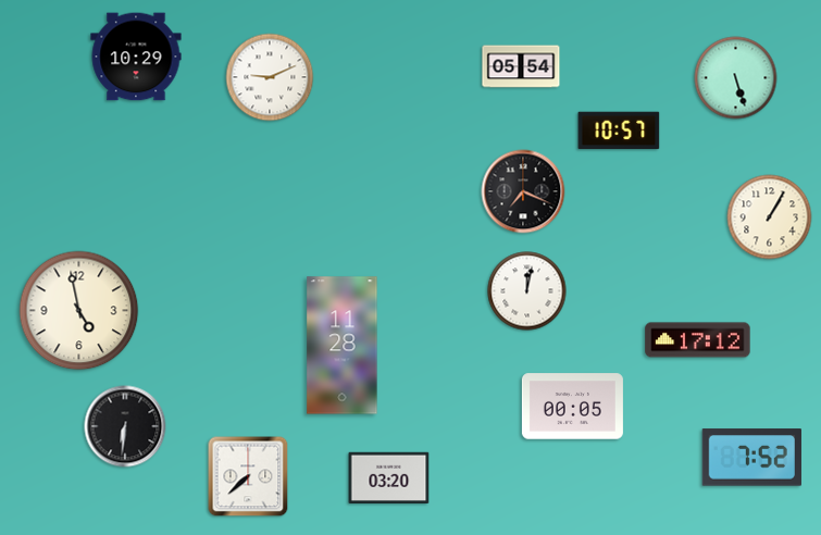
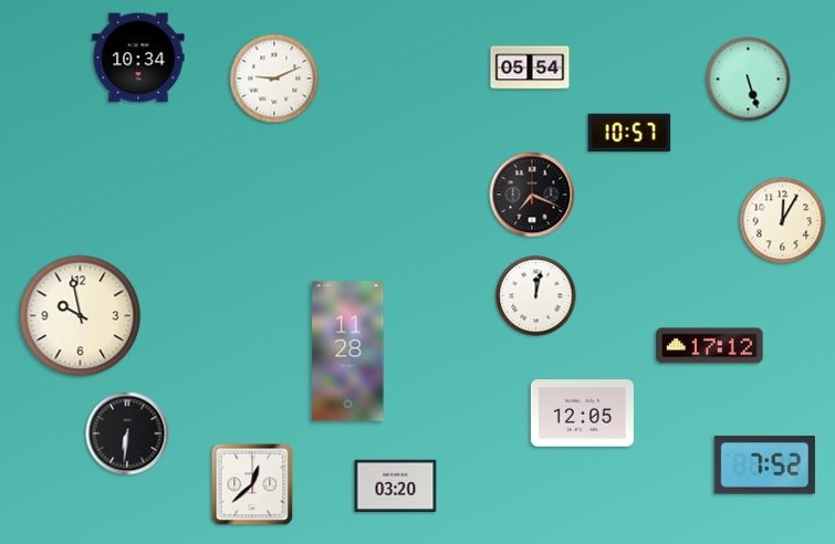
clock at (136, 57): 10:29 -> 10:34
clock at (770, 217): 1:05 -> 12:05
clock at (79, 311): 4:58 -> 9:58
clock at (572, 407): 00:05 -> 12:05
clock at (248, 476): 7:38 -> 12:38
